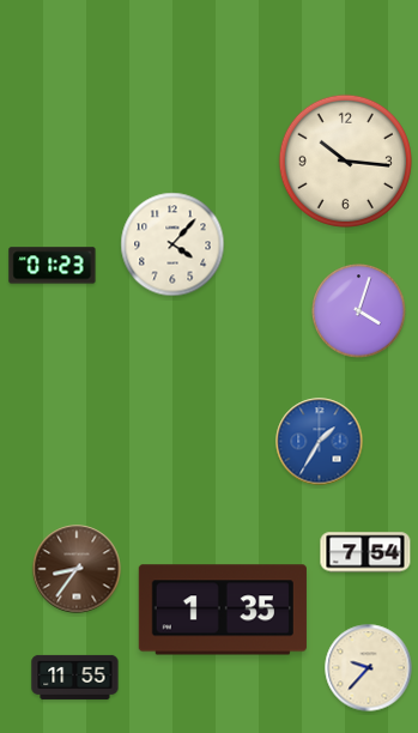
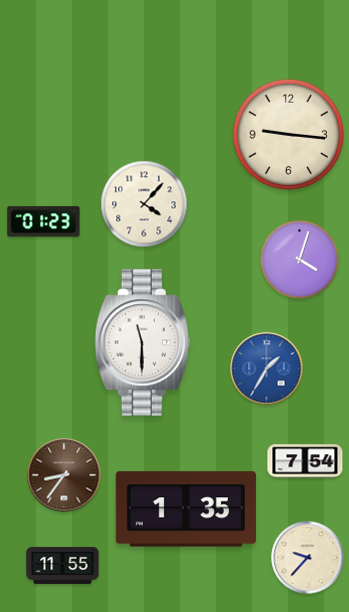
clock at (345, 160): 10:16 -> 9:16
clock at (142, 343): none -> 11:30
